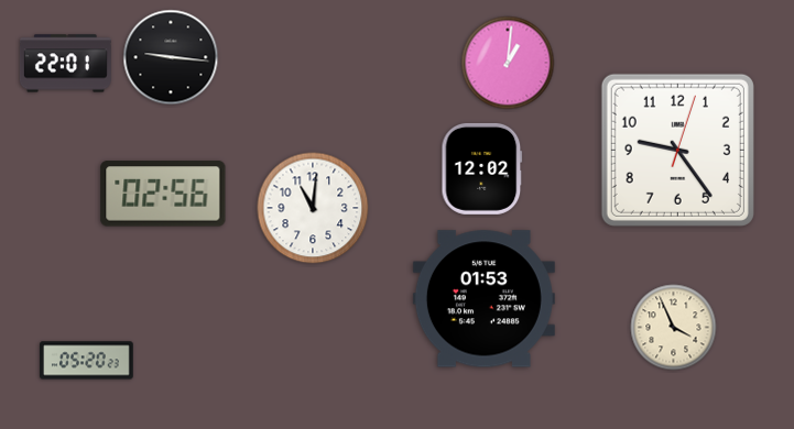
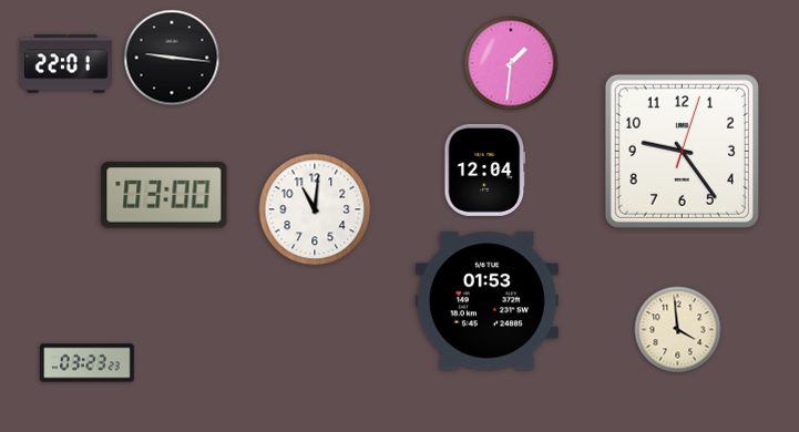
clock at (508, 63): 1:01 -> 1:31
clock at (482, 168): 12:02 -> 12:04
clock at (163, 194): 02:56 -> 03:00
clock at (674, 328): 3:56 -> 3:59
clock at (87, 361): 05:20 -> 03:23
